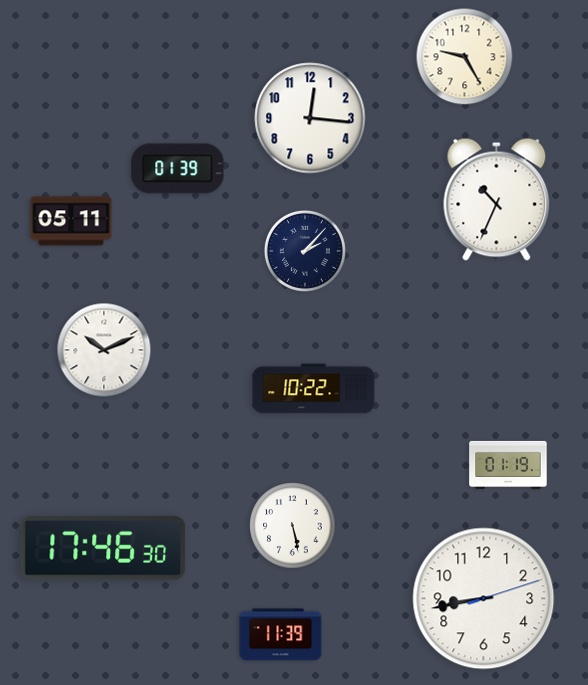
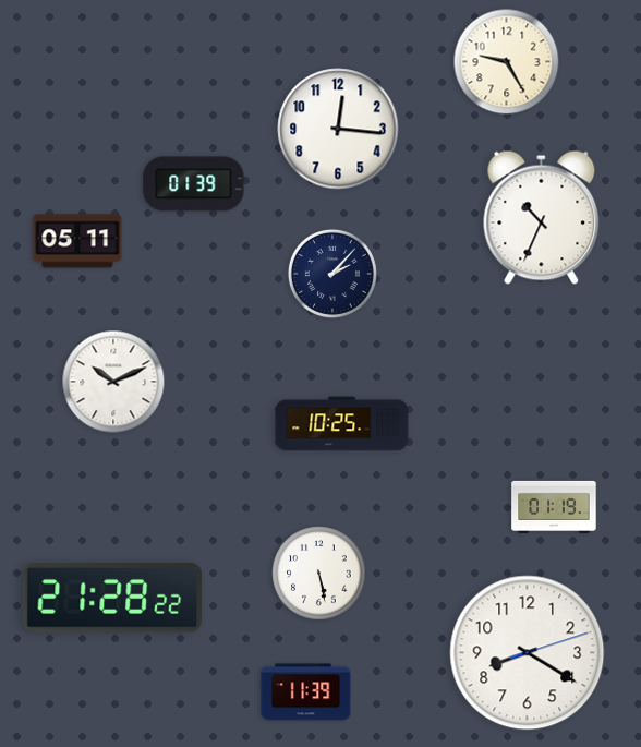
clock at (314, 389): 10:22 -> 10:25
clock at (103, 548): 17:46 -> 21:28
clock at (484, 599): 8:43 -> 8:20
